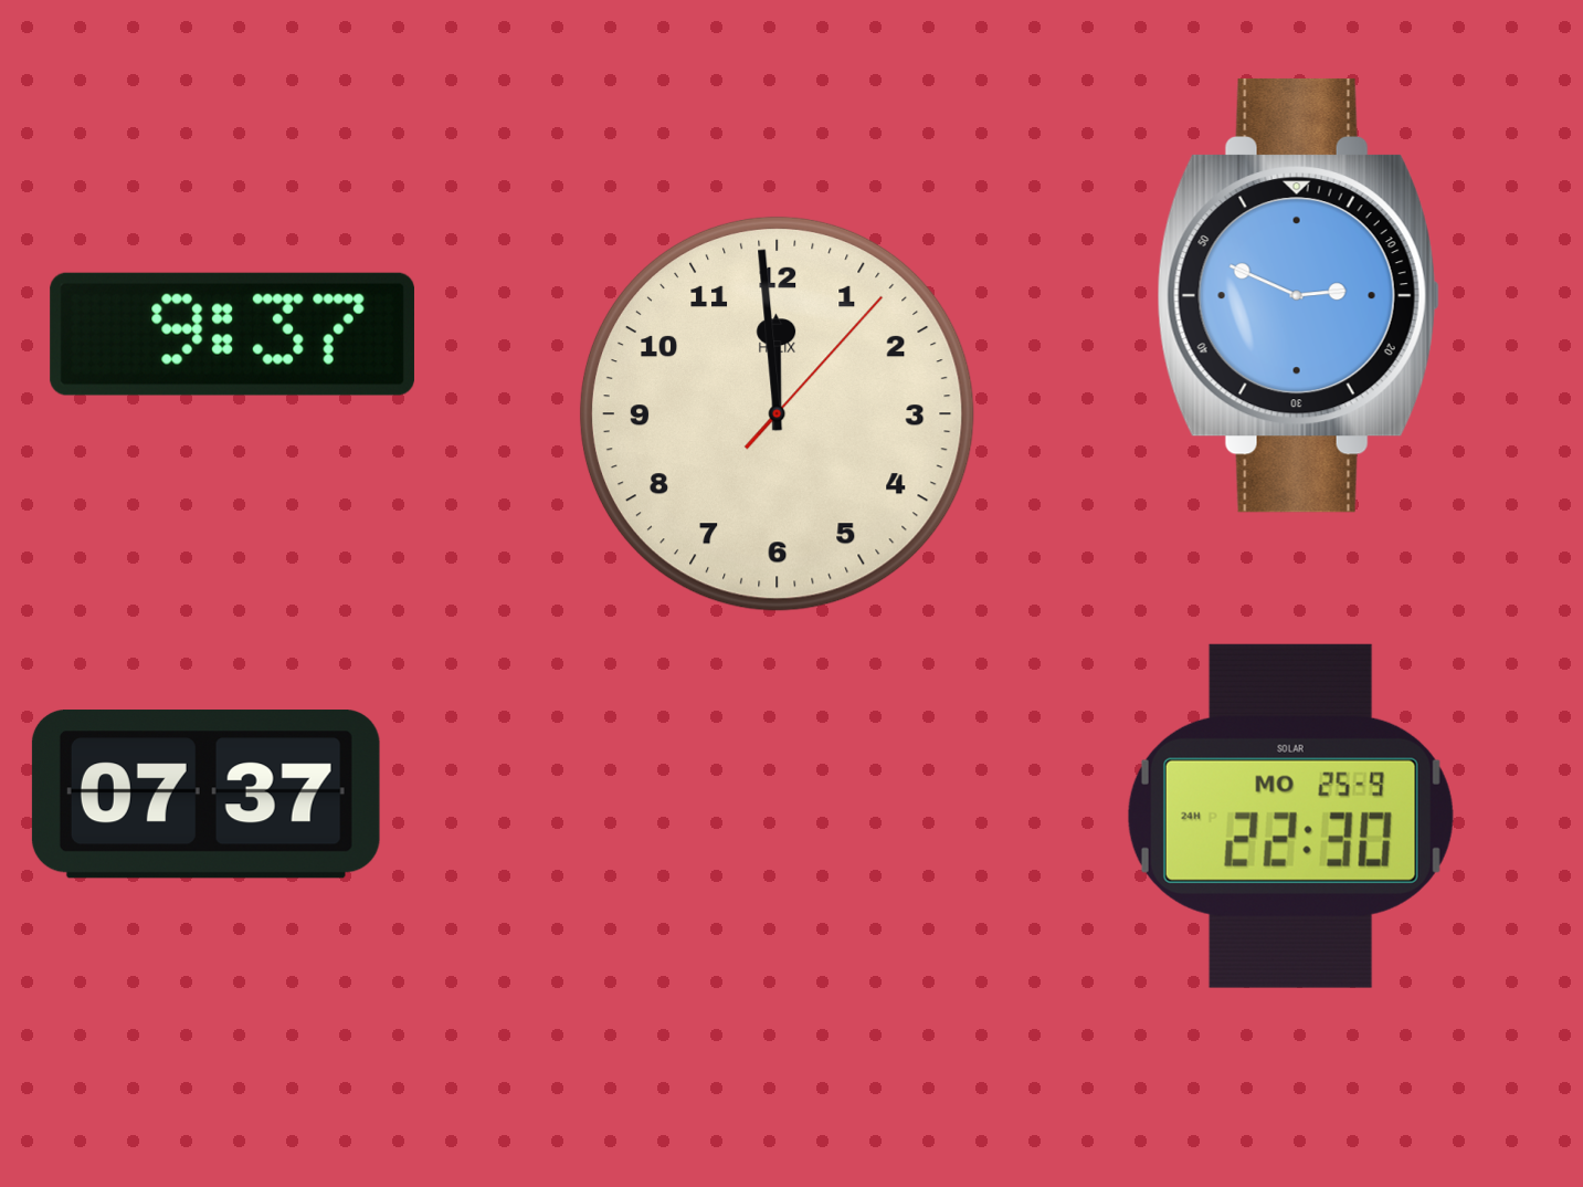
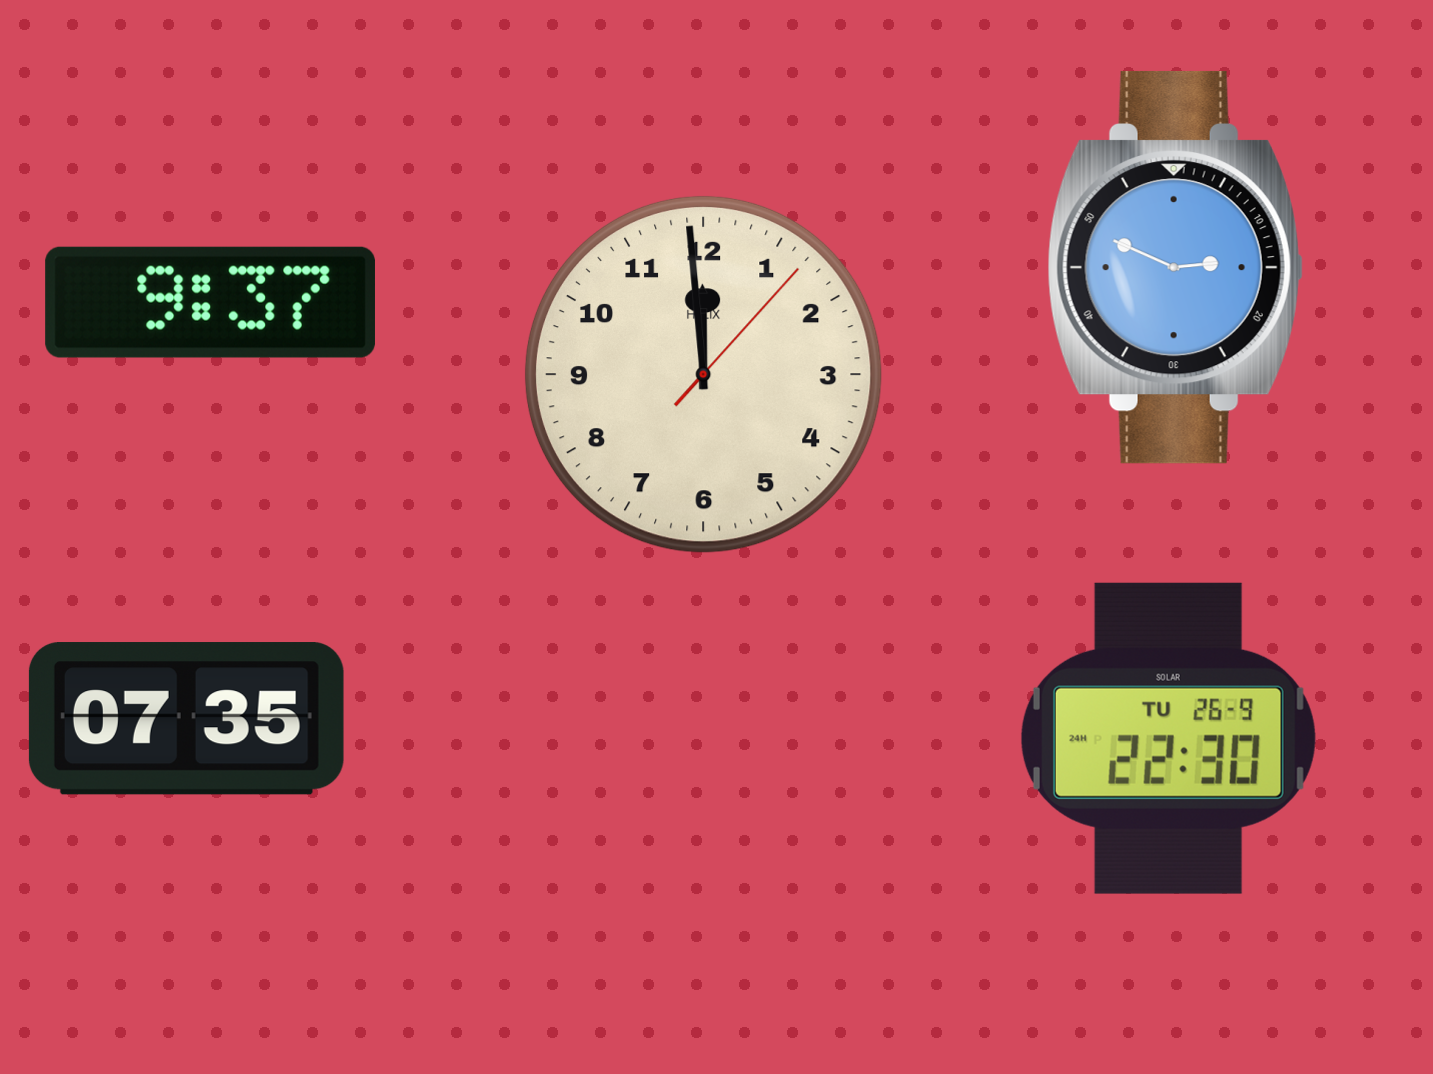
clock at (205, 795): 07:37 -> 07:35
clock at (1290, 816) date: MO 25-9 -> TU 26-9
